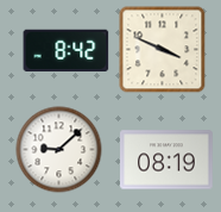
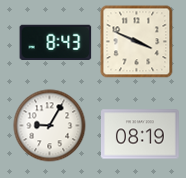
clock at (67, 50): 8:42 -> 8:43
clock at (59, 150): 9:08 -> 9:05
